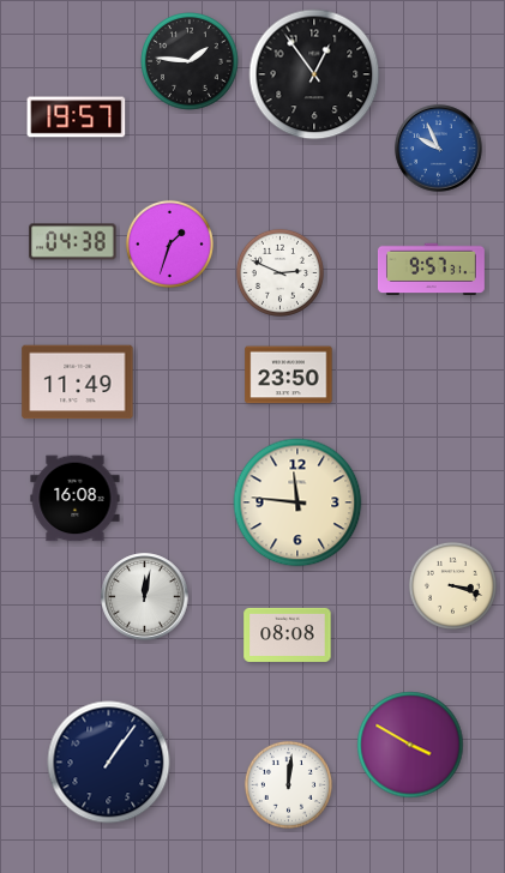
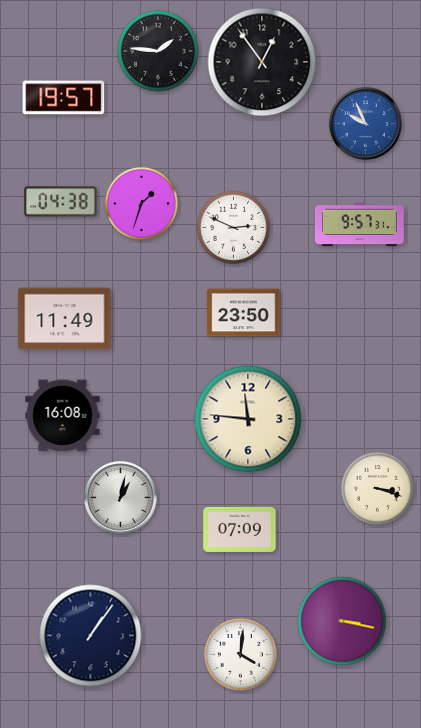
clock at (289, 375) position: (289, 375) -> (244, 313)
clock at (145, 597): 12:02 -> 1:02
clock at (288, 634): 08:08 -> 07:09
clock at (410, 745): 3:50 -> 3:17
clock at (288, 784): 12:01 -> 4:01
